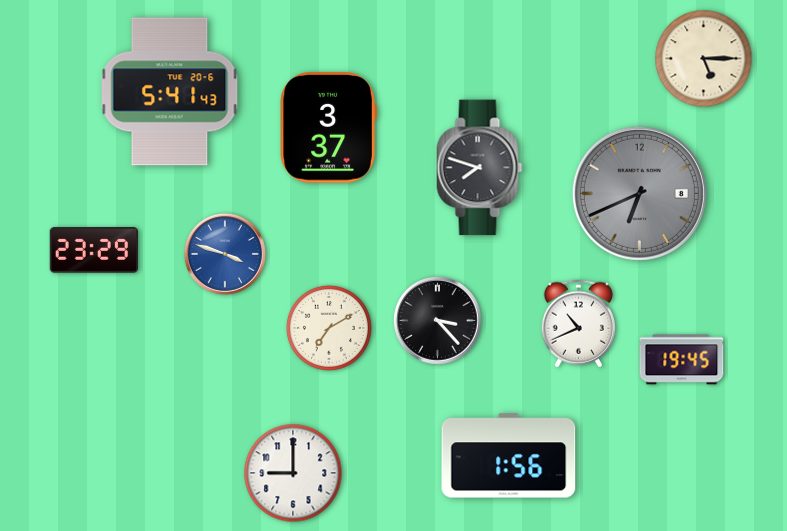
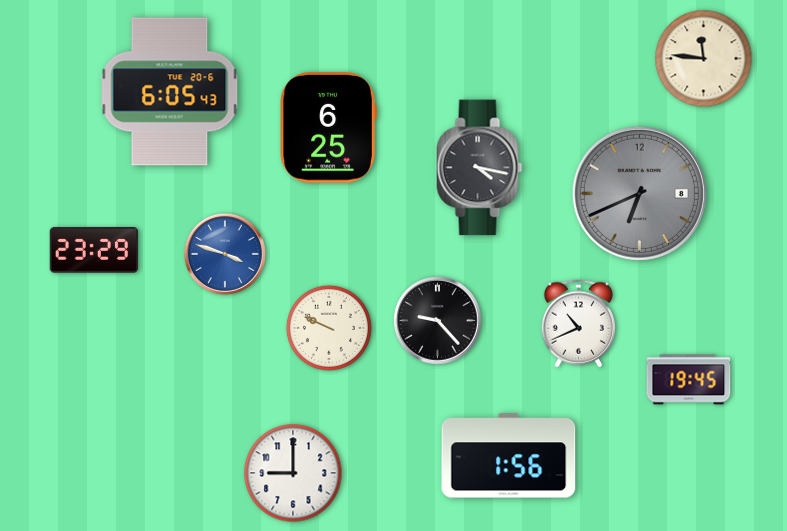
clock at (704, 59): 5:15 -> 11:46
clock at (170, 92): 5:41 -> 6:05
clock at (328, 128): 3:37 -> 6:25
clock at (480, 168): 7:48 -> 4:17
clock at (438, 321): 3:23 -> 9:23
clock at (329, 328): 7:10 -> 9:49
clock at (682, 360) position: (682, 360) -> (689, 380)
